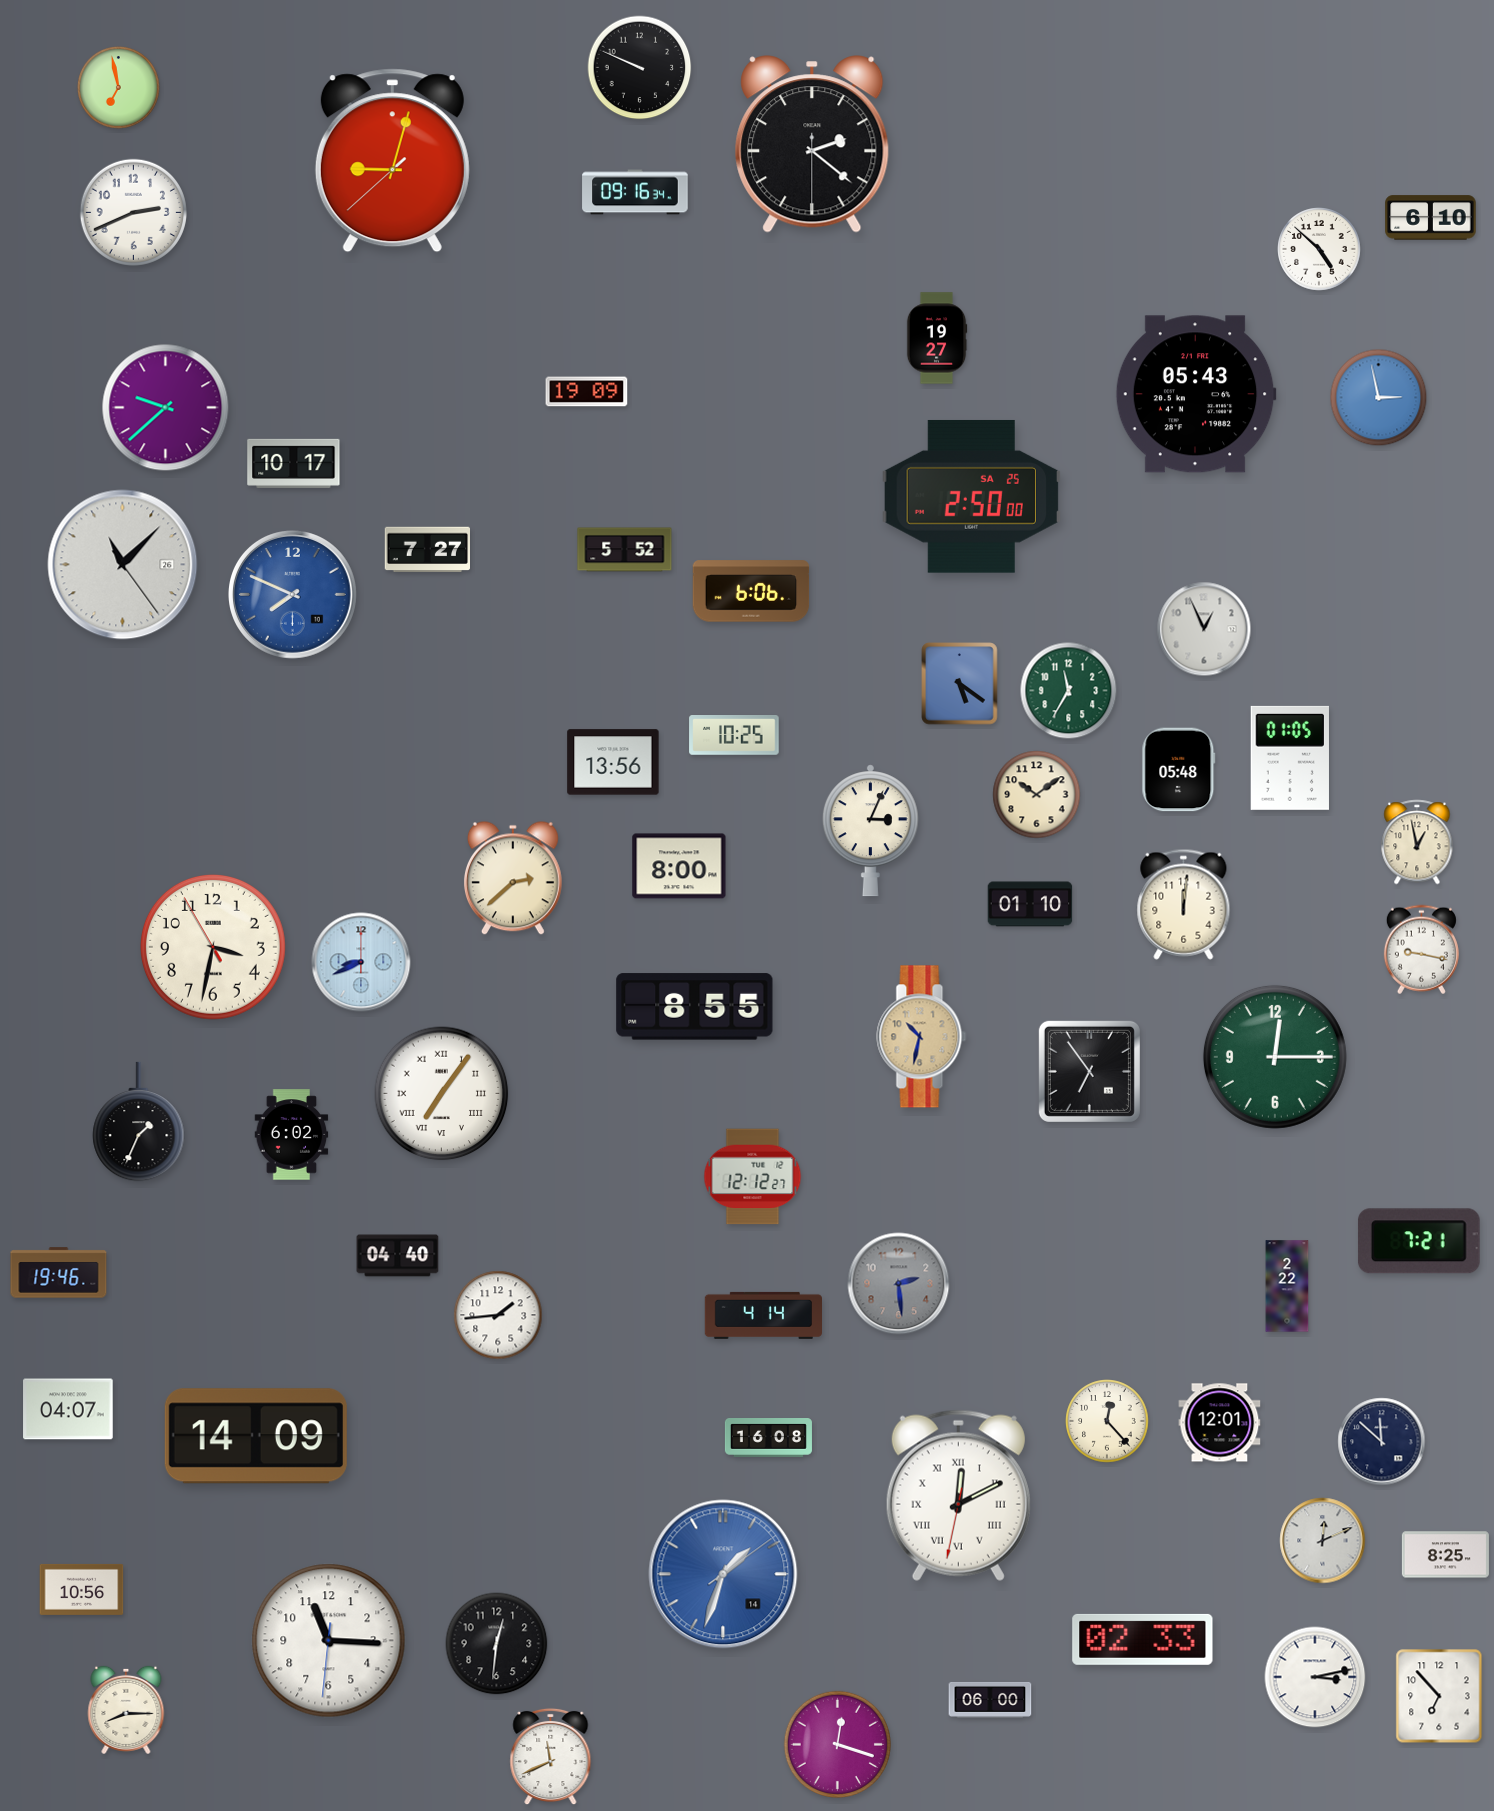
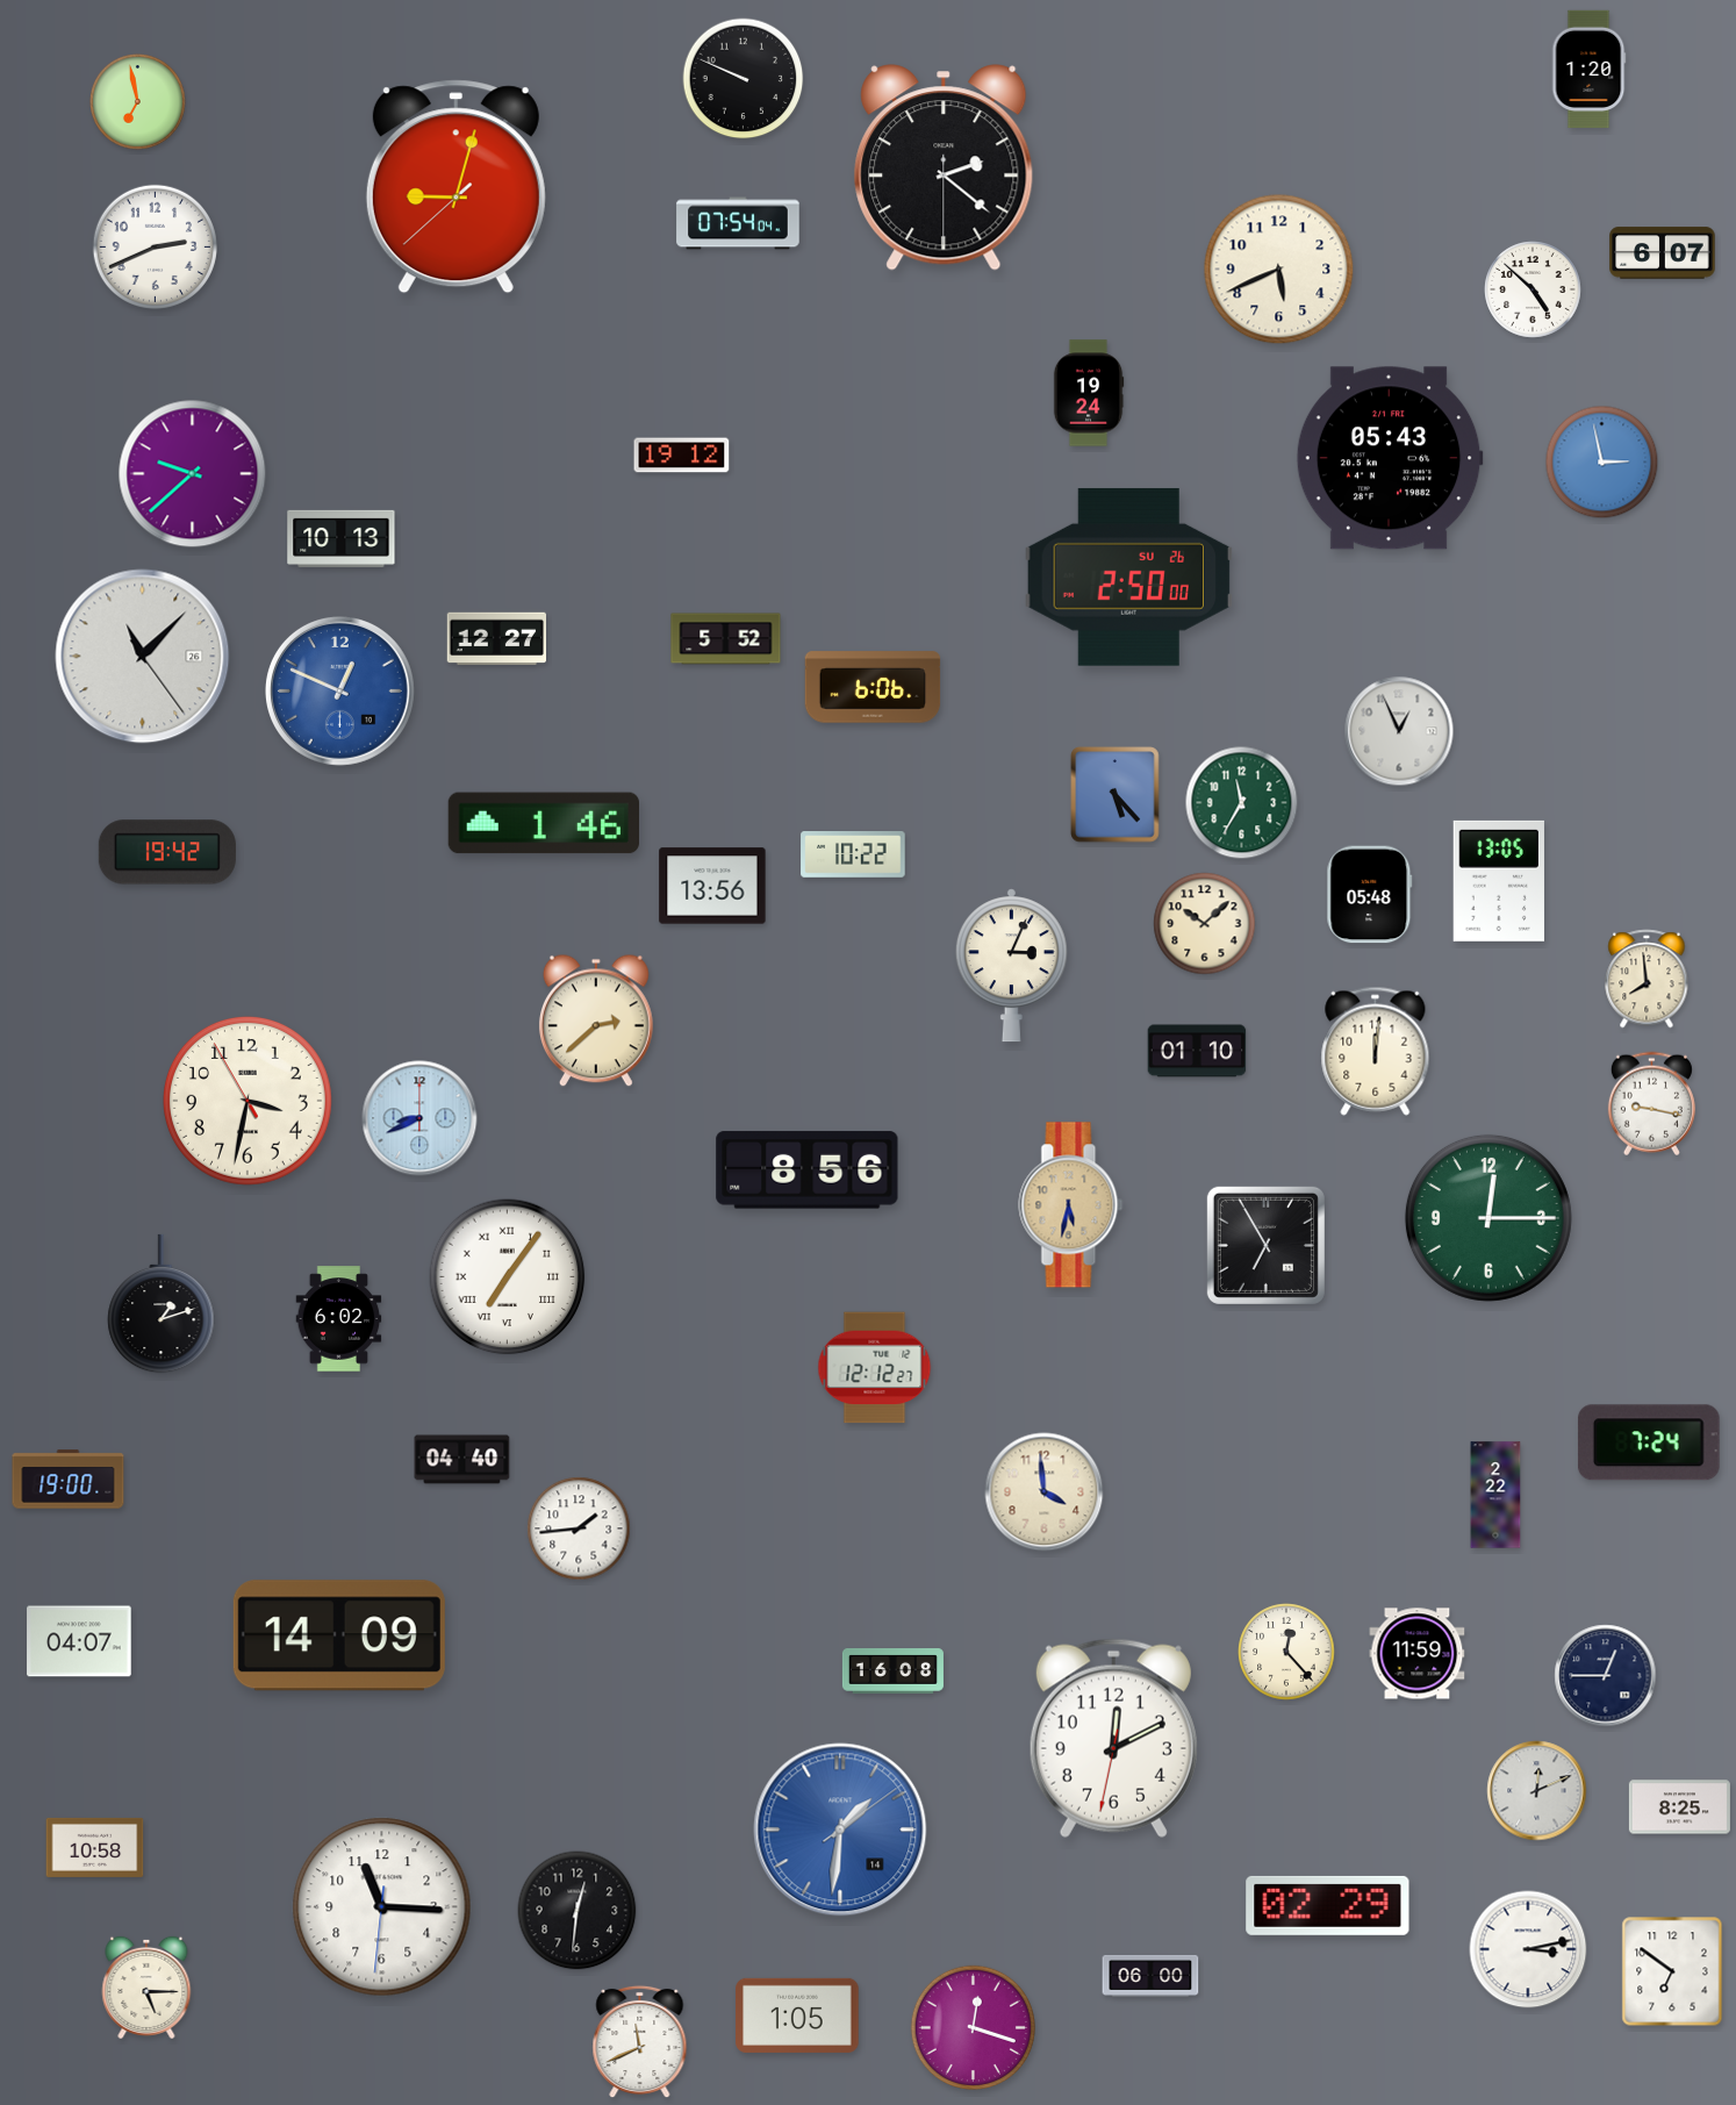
clock at (1588, 70): none -> 1:20
clock at (635, 192): 09:16 -> 07:54
clock at (1431, 218): 6:10 -> 6:07
clock at (1279, 270): none -> 5:41
clock at (937, 338): 19:27 -> 19:24
clock at (587, 392): 19:09 -> 19:12
clock at (294, 463): 10:17 -> 10:13
clock at (971, 496) date: SA 25 -> SU 26
clock at (428, 549): 7:27 -> 12:27
clock at (293, 595): 7:49 -> 12:49
clock at (960, 684): 5:21 -> 5:23
clock at (543, 823): none -> 1:46
clock at (167, 852): none -> 19:42
clock at (734, 735): 10:25 -> 10:22
clock at (1290, 758): 01:05 -> 13:05
clock at (1037, 795): 10:09 -> 10:08
clock at (1417, 842): 12:58 -> 7:59
clock at (679, 866): 8:00 -> none
clock at (695, 1007): 8:55 -> 8:56
clock at (922, 1037): 10:32 -> 5:32
clock at (1275, 1057) position: (1275, 1057) -> (1488, 1218)
clock at (1089, 1071): 6:54 -> 6:55
clock at (442, 1094) position: (442, 1094) -> (508, 1277)
clock at (139, 1122): 1:34 -> 1:12
clock at (1419, 1241): 7:21 -> 7:24
clock at (59, 1273): 19:46 -> 19:00
clock at (899, 1284): 2:29 -> 3:59
clock at (899, 1284) dial: grey -> cream
clock at (763, 1315): 4:14 -> none
clock at (68, 1409) position: (68, 1409) -> (79, 1641)
clock at (1220, 1423): 12:01 -> 11:59
clock at (256, 1436) position: (256, 1436) -> (339, 1635)
clock at (1382, 1442): 11:52 -> 12:45
clock at (958, 1495) numerals: Roman -> Arabic
clock at (723, 1574): 1:33 -> 1:31
clock at (82, 1589): 10:56 -> 10:58
clock at (1143, 1639): 02:33 -> 02:29
clock at (1439, 1696): 6:53 -> 6:51
clock at (126, 1710): 8:15 -> 5:15
clock at (797, 2015): none -> 1:05
